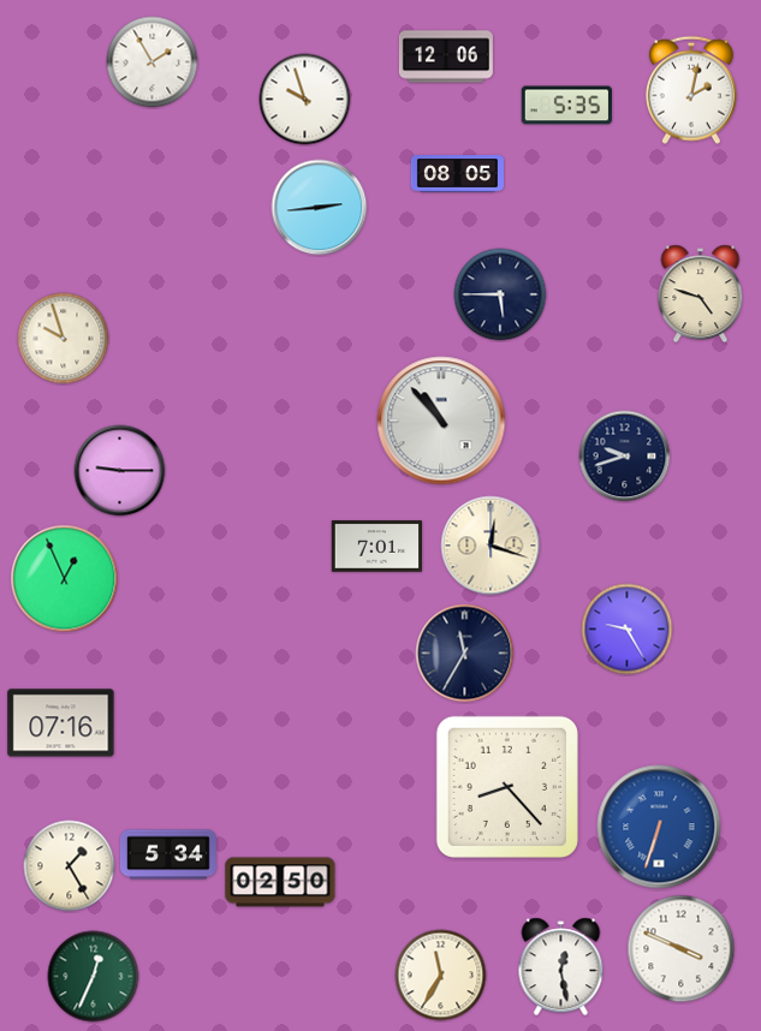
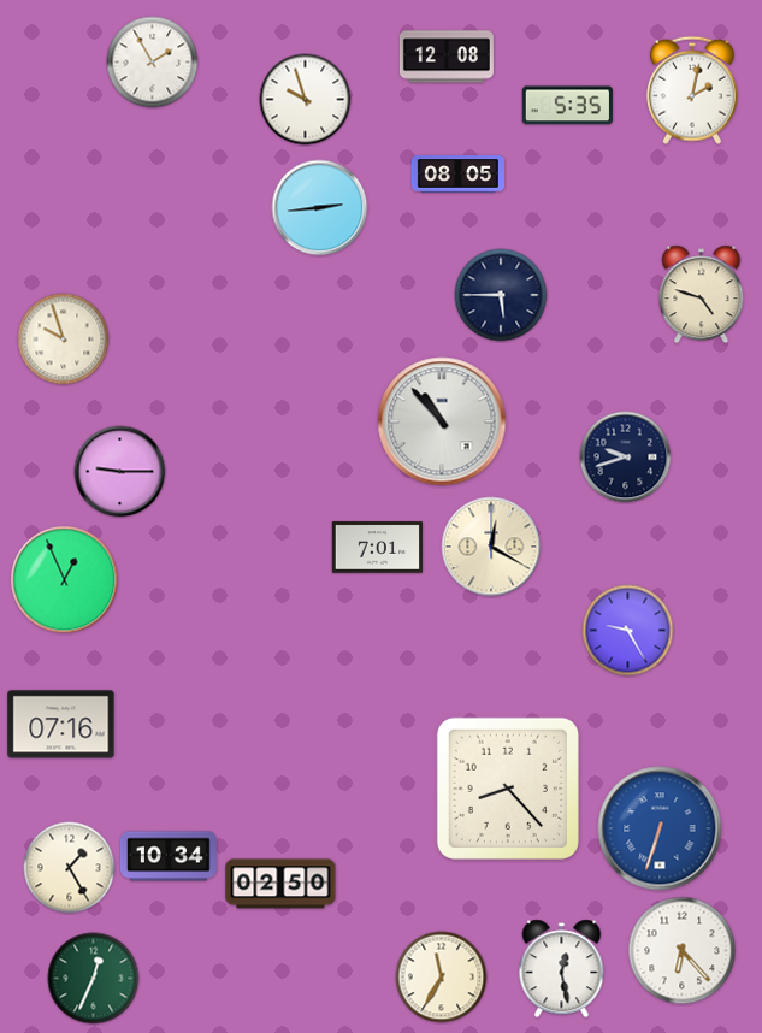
clock at (446, 56): 12:06 -> 12:08
clock at (491, 546): 12:18 -> 12:20
clock at (465, 654): 11:35 -> none
clock at (168, 854): 5:34 -> 10:34
clock at (682, 949): 3:49 -> 6:23
